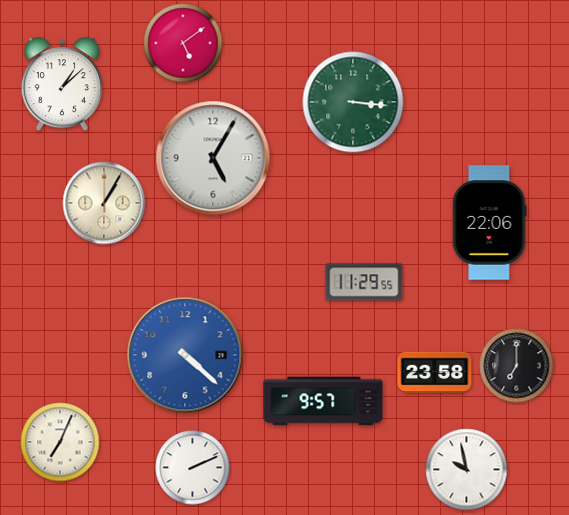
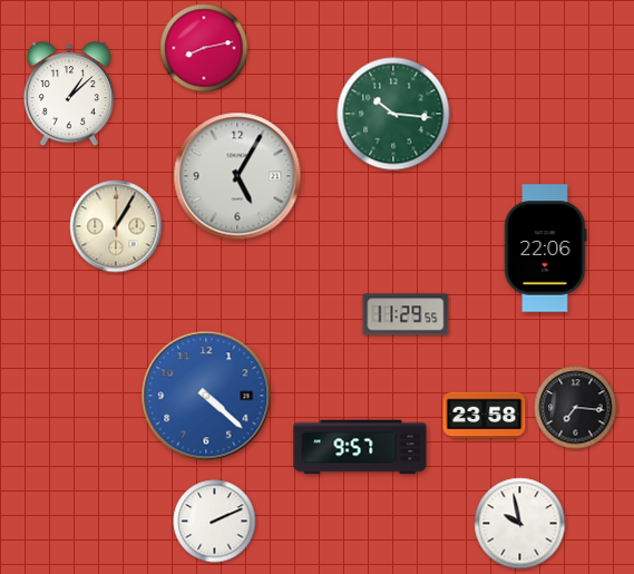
clock at (183, 43): 5:09 -> 8:13
clock at (353, 102): 3:16 -> 10:16
clock at (517, 366): 7:00 -> 7:16
clock at (60, 442): 7:04 -> none
